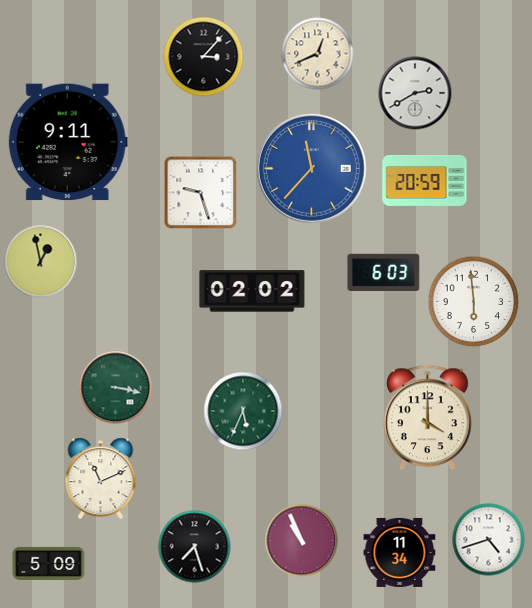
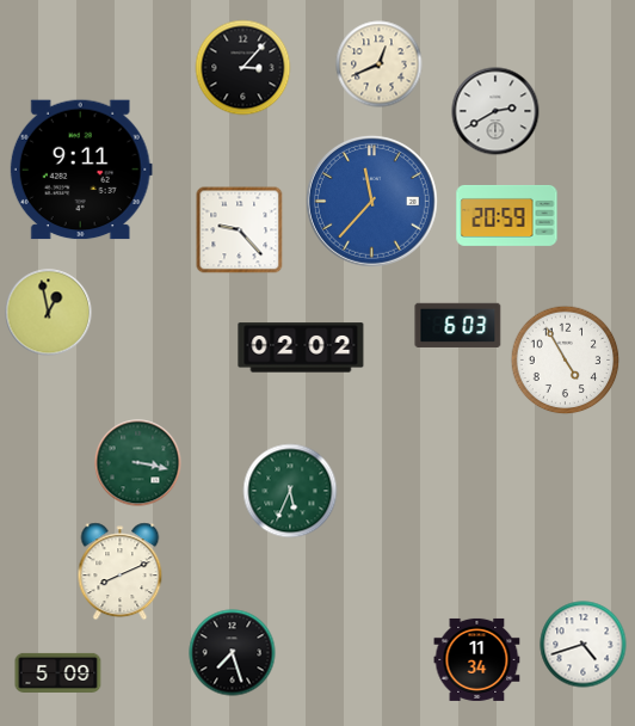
clock at (201, 193): 9:27 -> 9:23
clock at (474, 302): 5:59 -> 4:55
clock at (428, 418): 4:00 -> none
clock at (101, 479): 11:11 -> 8:11
clock at (302, 541): 10:56 -> none
